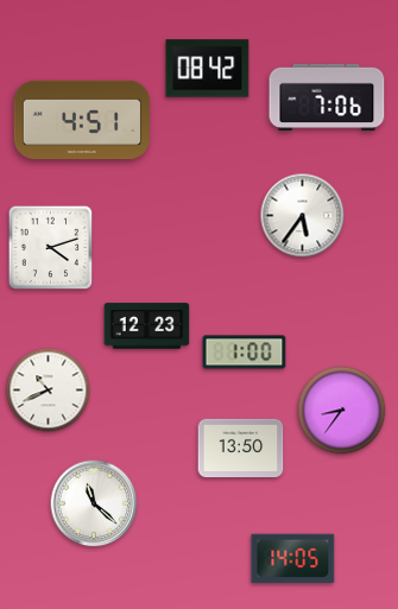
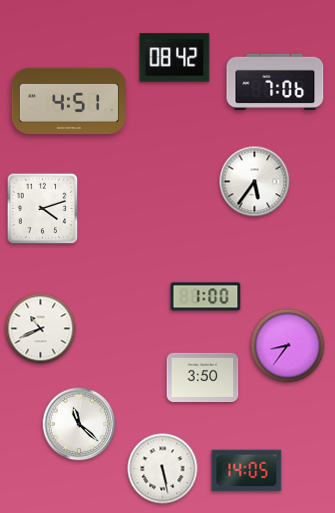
clock at (147, 326): 12:23 -> none
clock at (241, 448): 13:50 -> 3:50
clock at (163, 469): none -> 5:28
